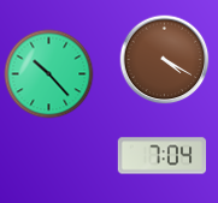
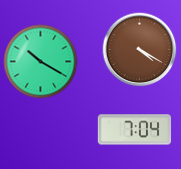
clock at (165, 60) position: (165, 60) -> (140, 50)
clock at (49, 74): 10:23 -> 10:20
